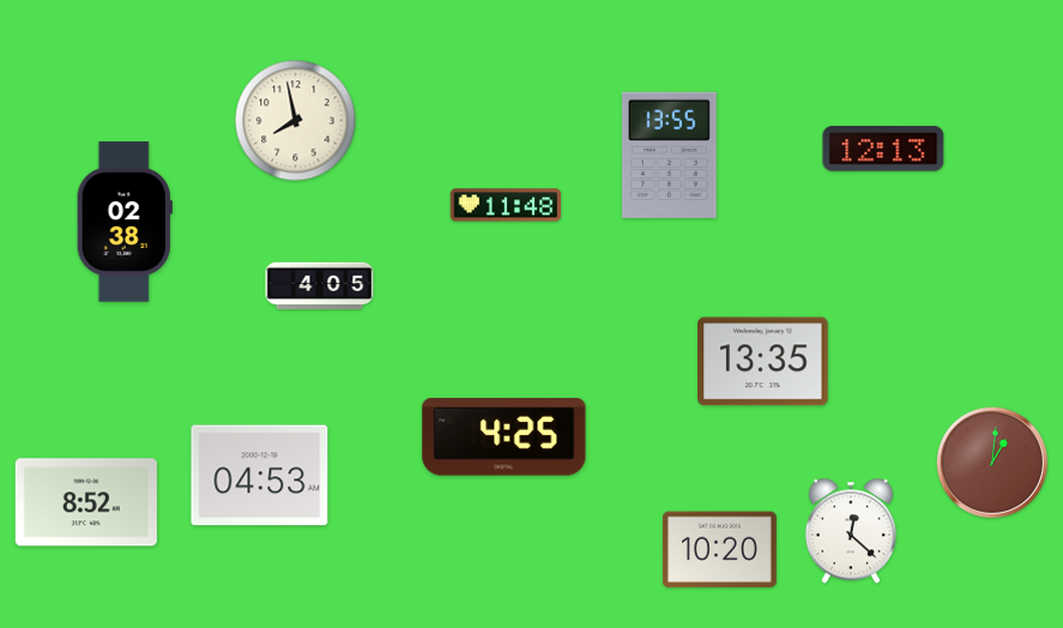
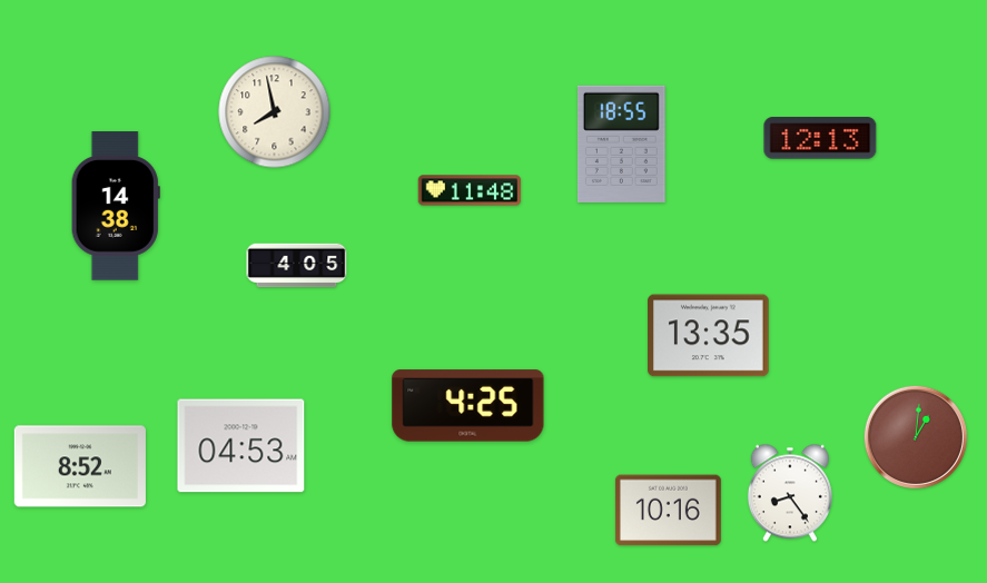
clock at (669, 155): 13:55 -> 18:55
clock at (125, 222): 02:38 -> 14:38
clock at (992, 463) position: (992, 463) -> (916, 437)
clock at (260, 476) position: (260, 476) -> (241, 446)
clock at (851, 531): 12:22 -> 8:24
clock at (719, 550): 10:20 -> 10:16
